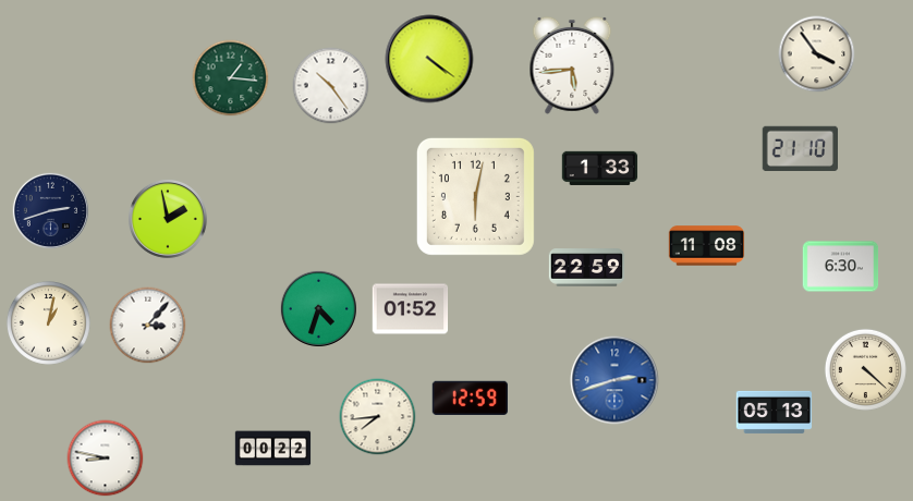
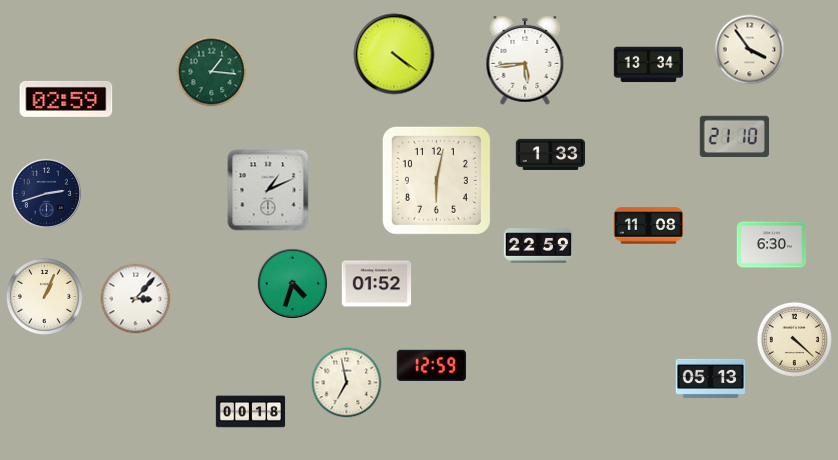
clock at (649, 65): none -> 13:34
clock at (331, 86): 10:24 -> none
clock at (66, 99): none -> 02:59
clock at (268, 190): none -> 1:11
clock at (168, 219): 1:58 -> none
clock at (48, 323): 1:02 -> 1:04
clock at (614, 380): 2:42 -> none
clock at (378, 417): 7:44 -> 6:58
clock at (273, 449): 00:22 -> 00:18
clock at (106, 459): 8:47 -> none
